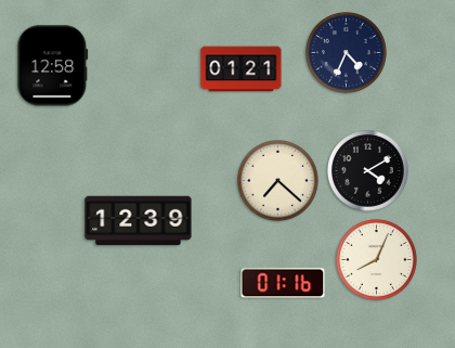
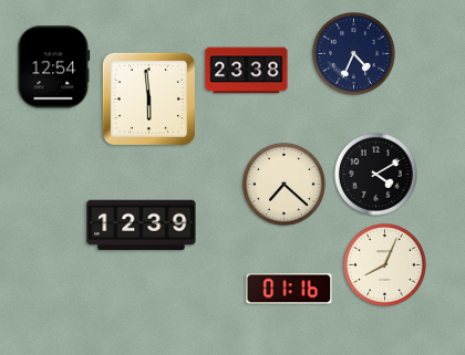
clock at (53, 66): 12:58 -> 12:54
clock at (242, 69): 01:21 -> 23:38
clock at (148, 98): none -> 5:59
